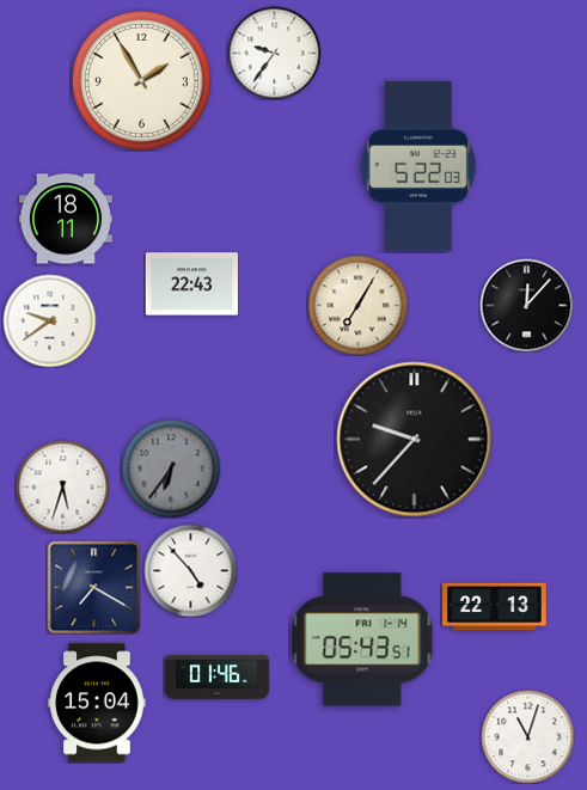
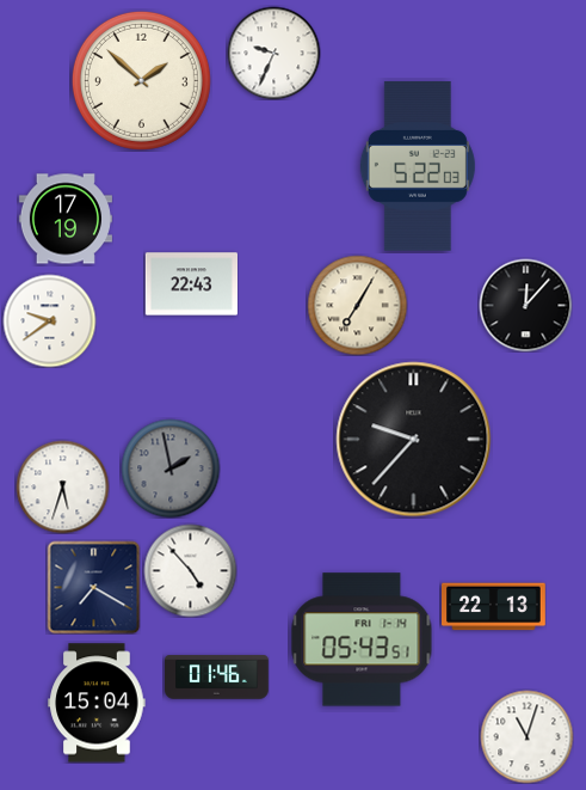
clock at (274, 53): 9:36 -> 9:34
clock at (141, 80): 1:55 -> 1:52
clock at (66, 219): 18:11 -> 17:19
clock at (171, 469): 6:36 -> 1:58
